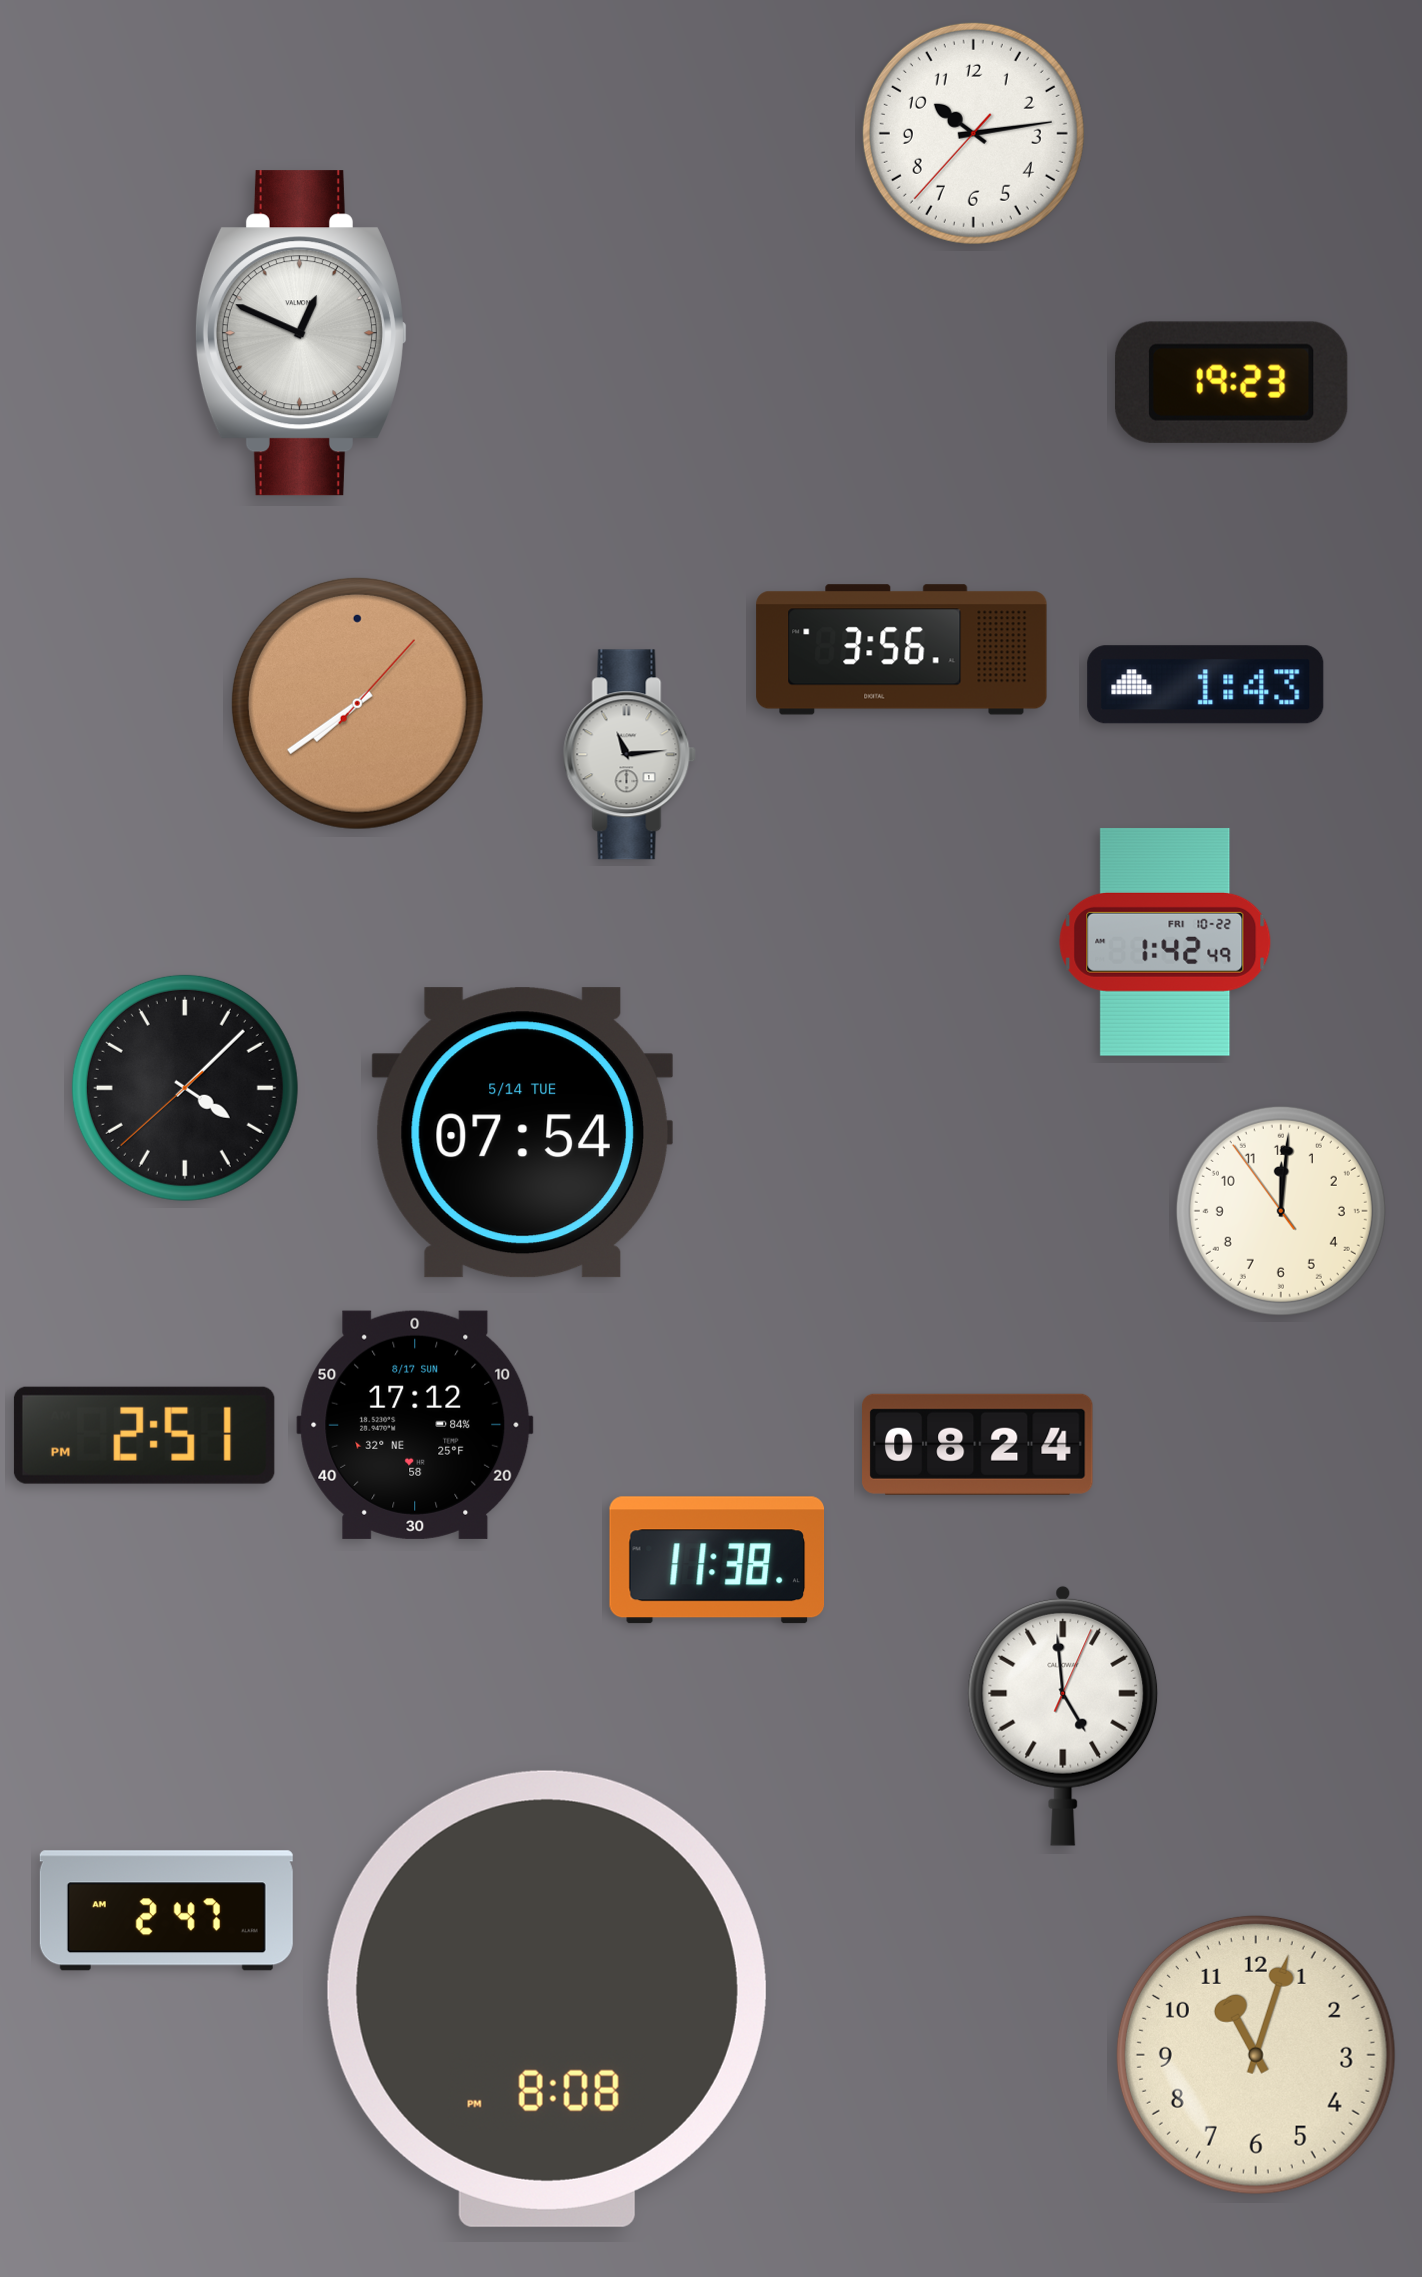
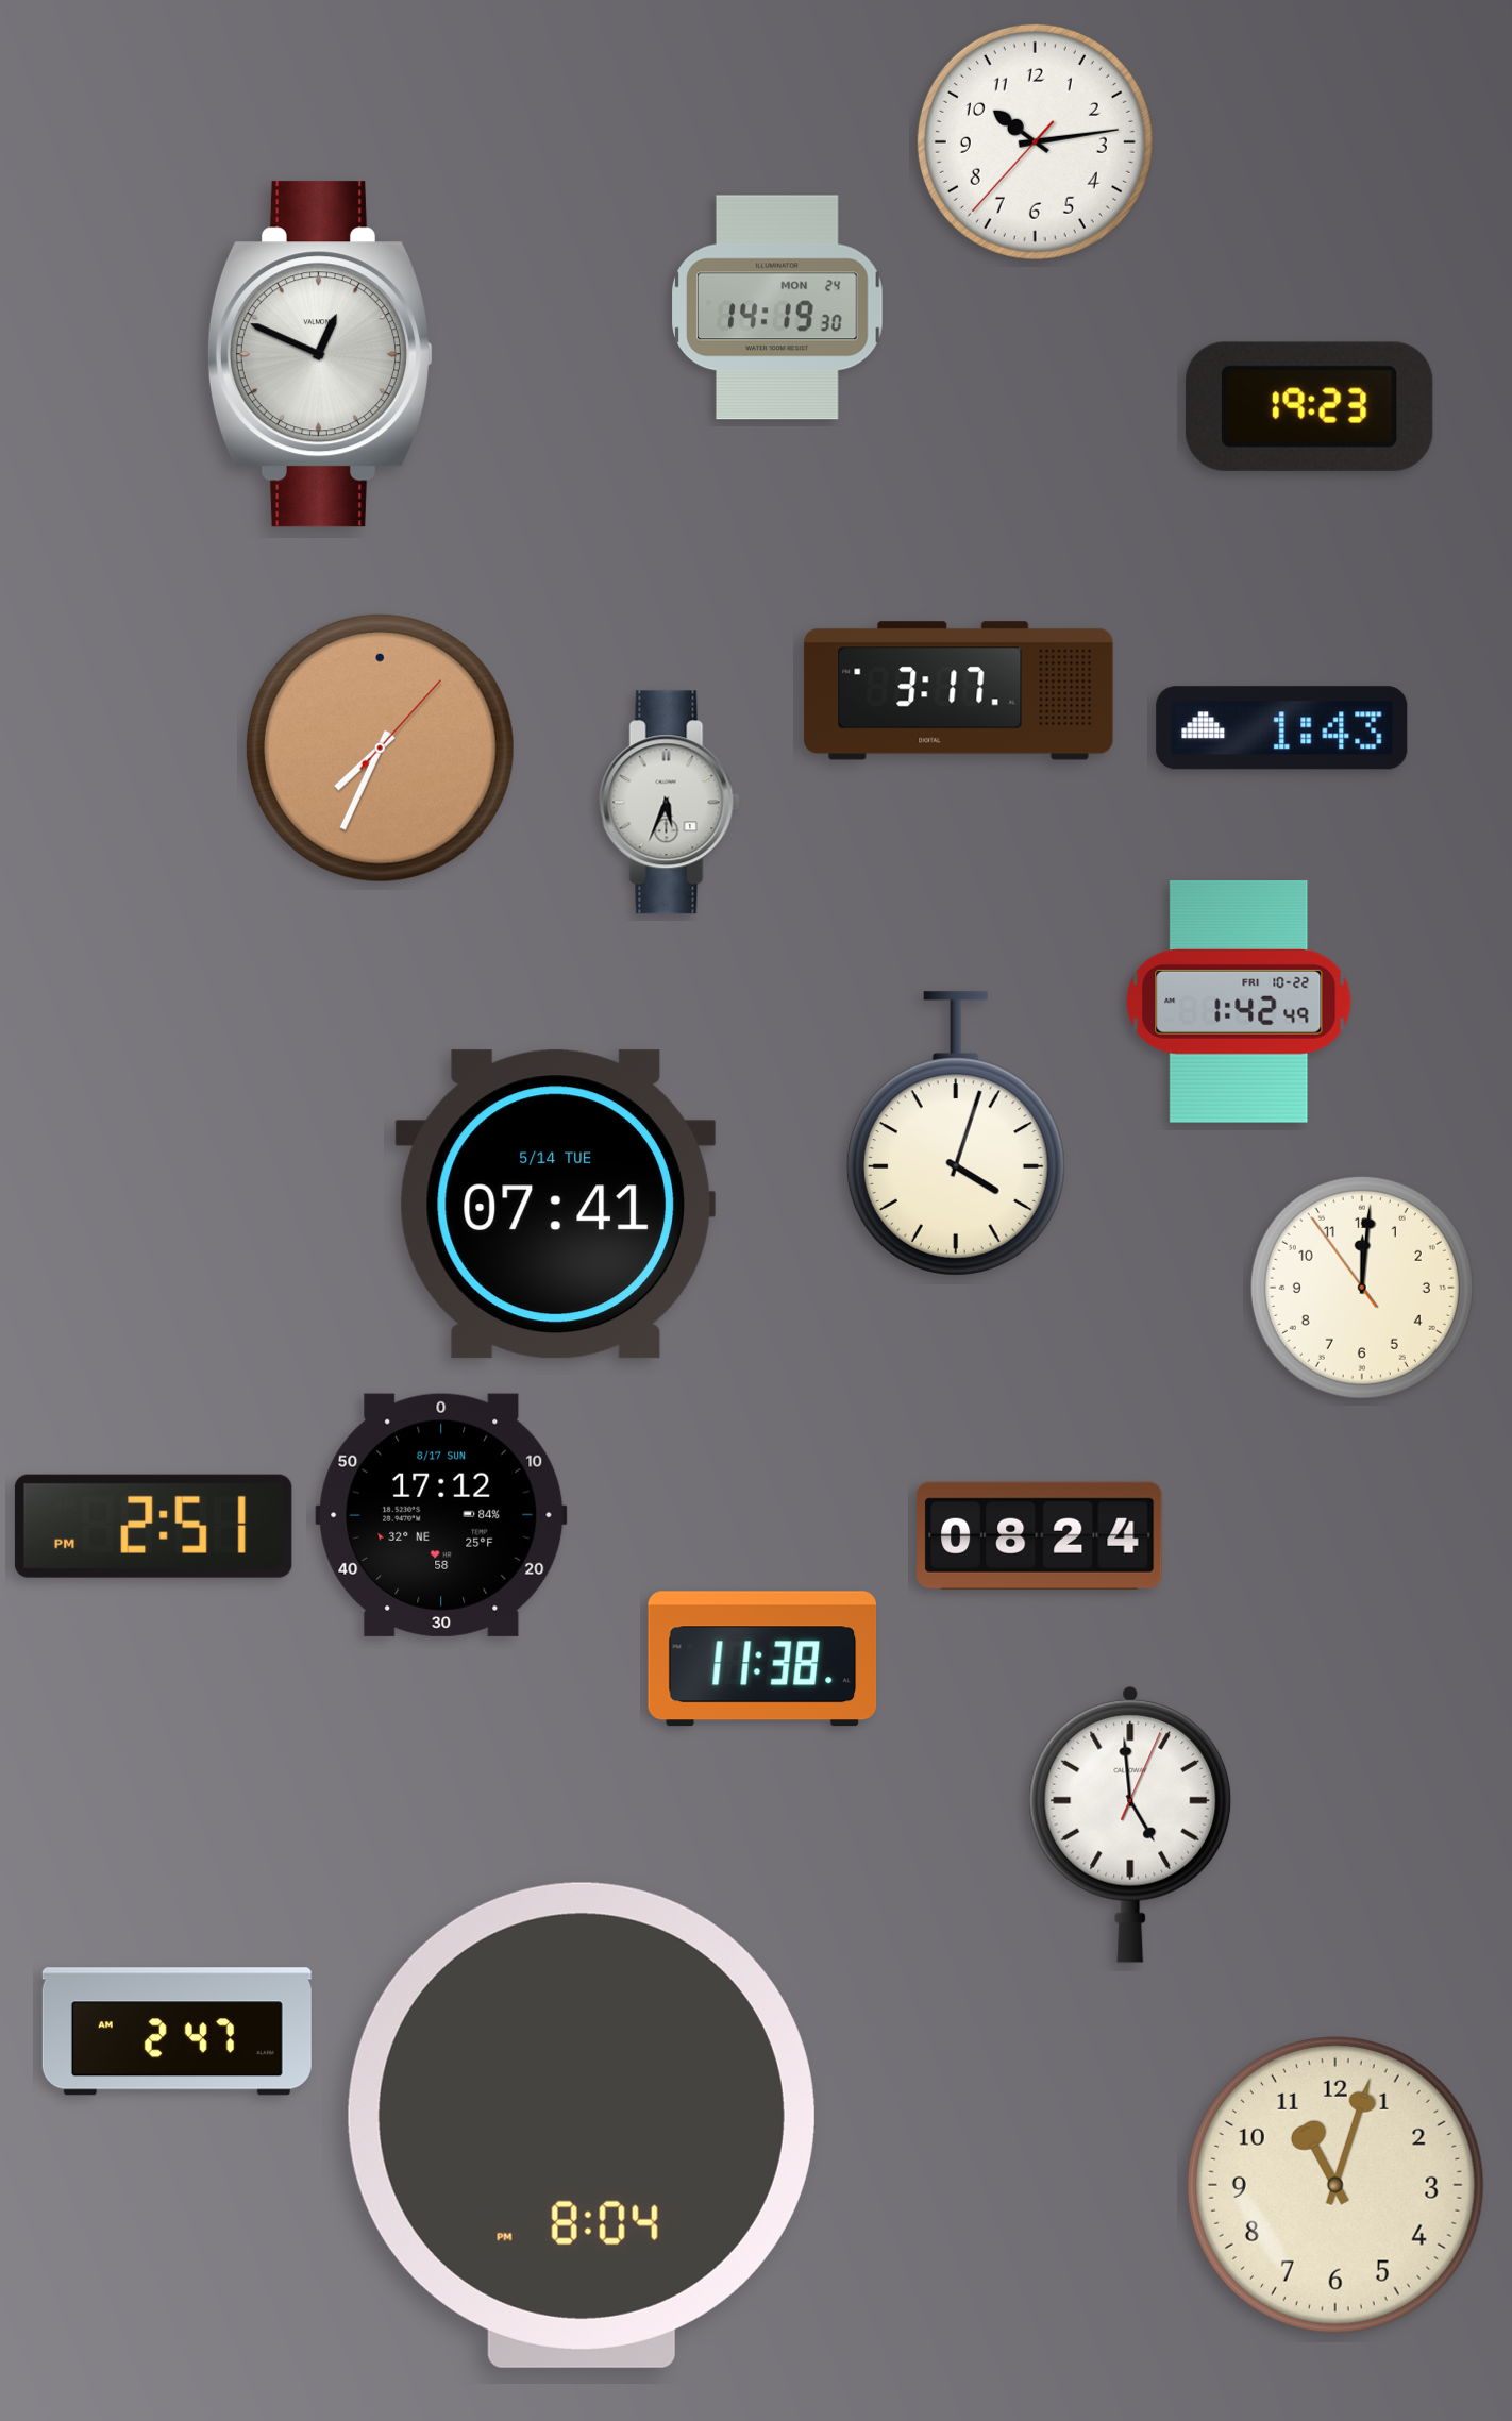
clock at (777, 307): none -> 14:19
clock at (902, 650): 3:56 -> 3:17
clock at (357, 703): 7:39 -> 7:34
clock at (629, 755): 11:14 -> 5:34
clock at (956, 1133): none -> 4:03
clock at (185, 1088): 4:07 -> none
clock at (522, 1133): 07:54 -> 07:41
clock at (547, 1999): 8:08 -> 8:04
